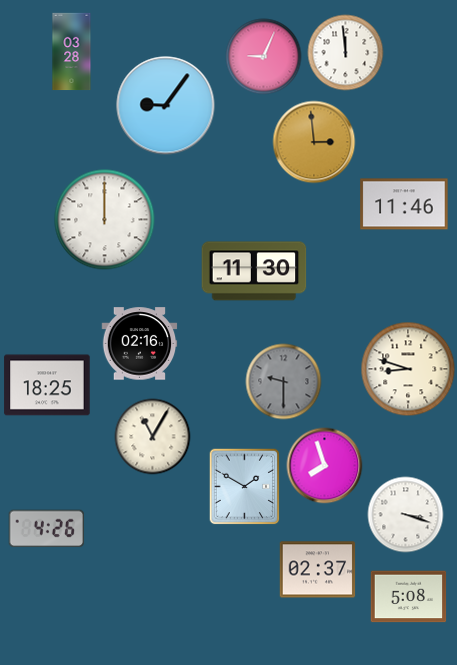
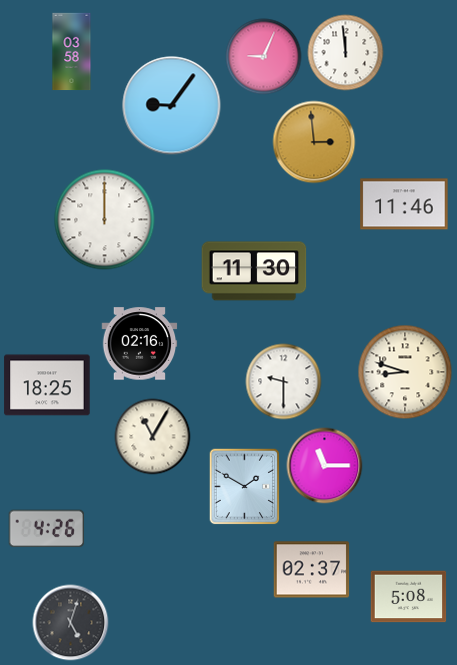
clock at (72, 52): 03:28 -> 03:58
clock at (166, 106) position: (166, 106) -> (172, 106)
clock at (408, 369) position: (408, 369) -> (405, 372)
clock at (284, 382) dial: grey -> white
clock at (325, 466): 7:57 -> 11:15
clock at (406, 515): 3:18 -> none
clock at (318, 570) position: (318, 570) -> (312, 570)
clock at (71, 623): none -> 5:03
